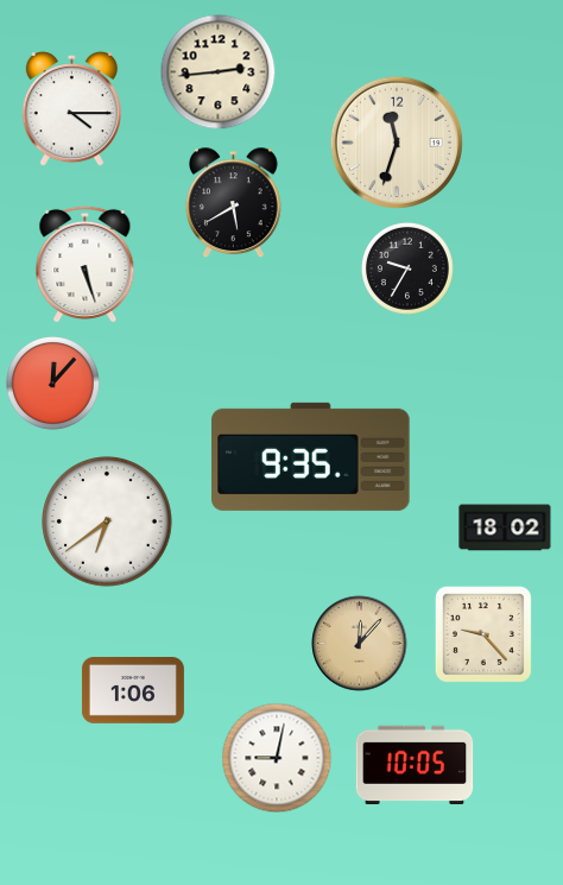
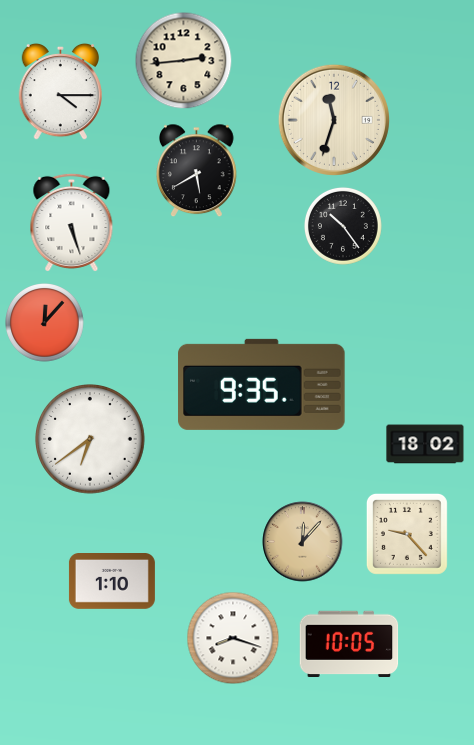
clock at (407, 268): 9:35 -> 10:24
clock at (133, 691): 1:06 -> 1:10
clock at (277, 758): 9:02 -> 8:18
